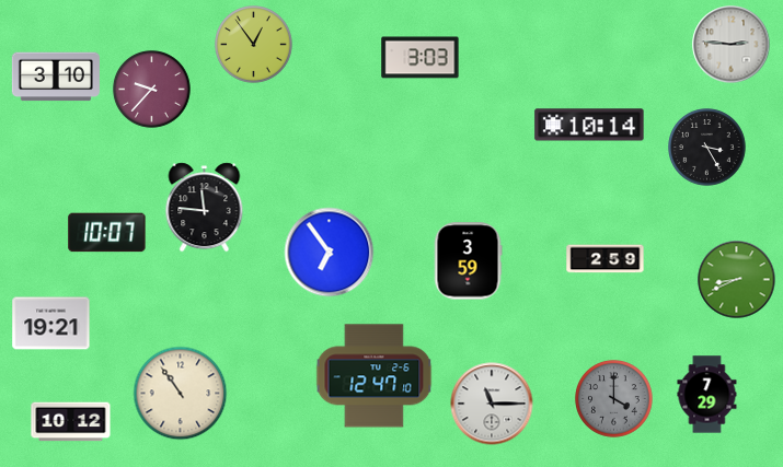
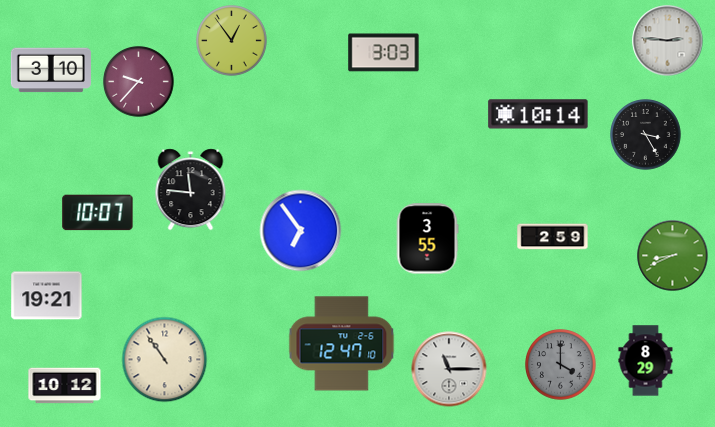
clock at (205, 208) position: (205, 208) -> (191, 190)
clock at (468, 261): 3:59 -> 3:55
clock at (707, 395): 7:29 -> 8:29
